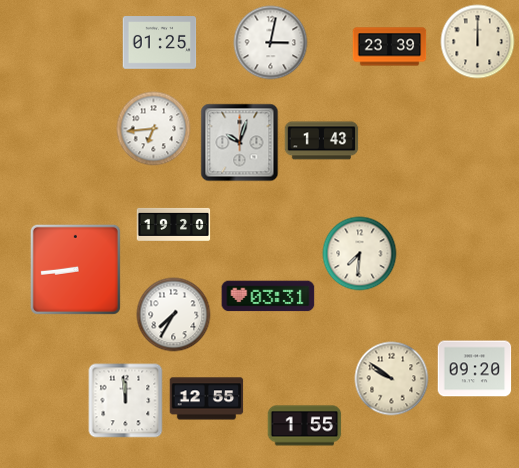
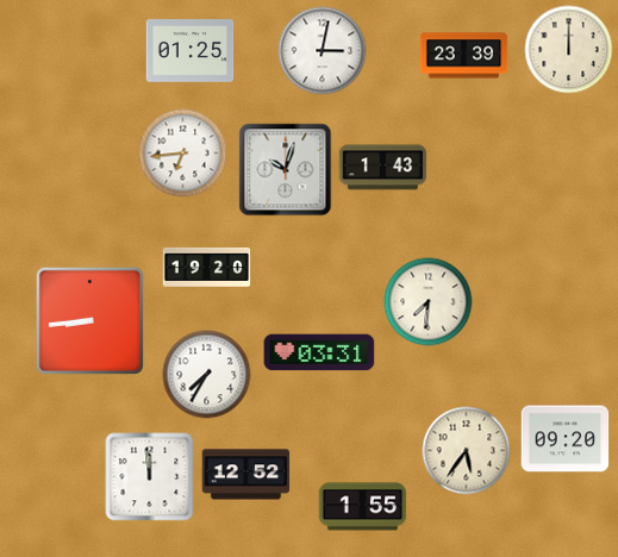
clock at (392, 379): 9:51 -> 5:36
clock at (207, 399): 12:55 -> 12:52
